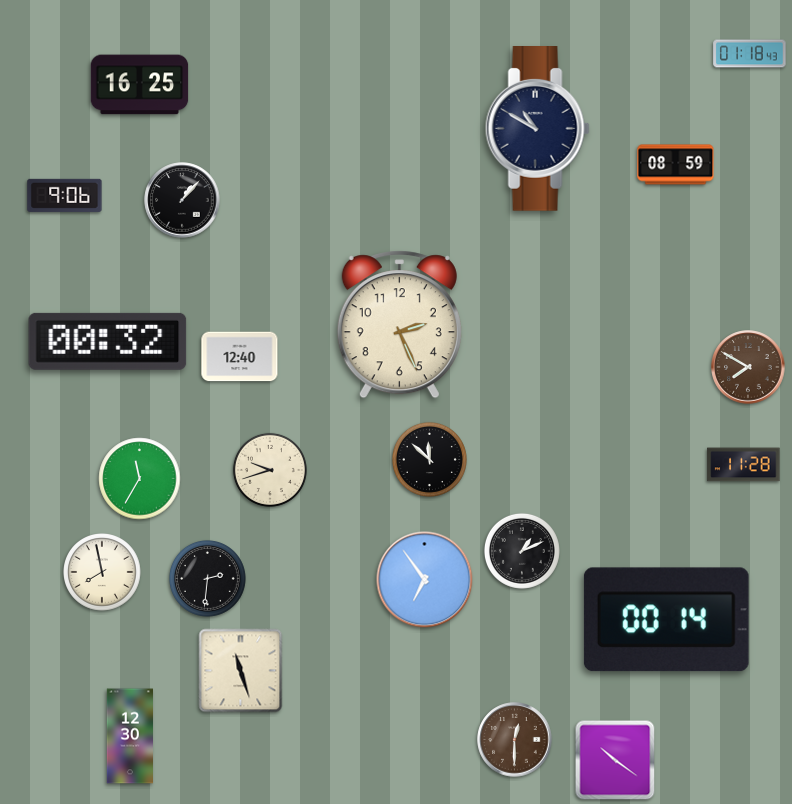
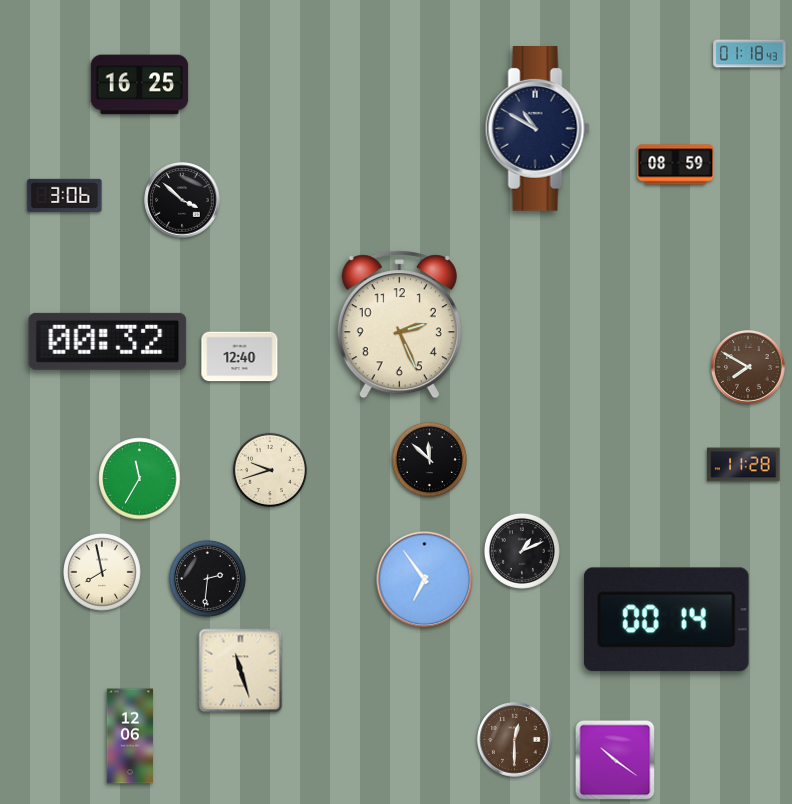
clock at (65, 195): 9:06 -> 3:06
clock at (182, 200): 1:07 -> 3:52
clock at (129, 736): 12:30 -> 12:06
